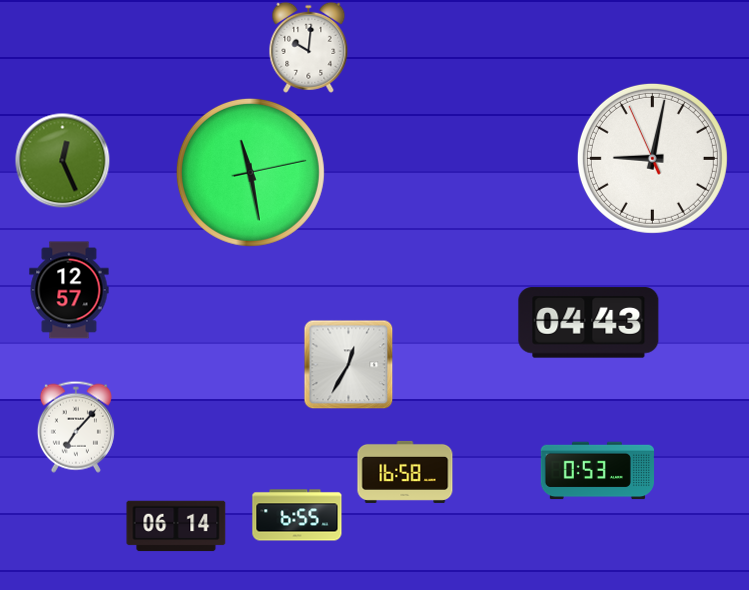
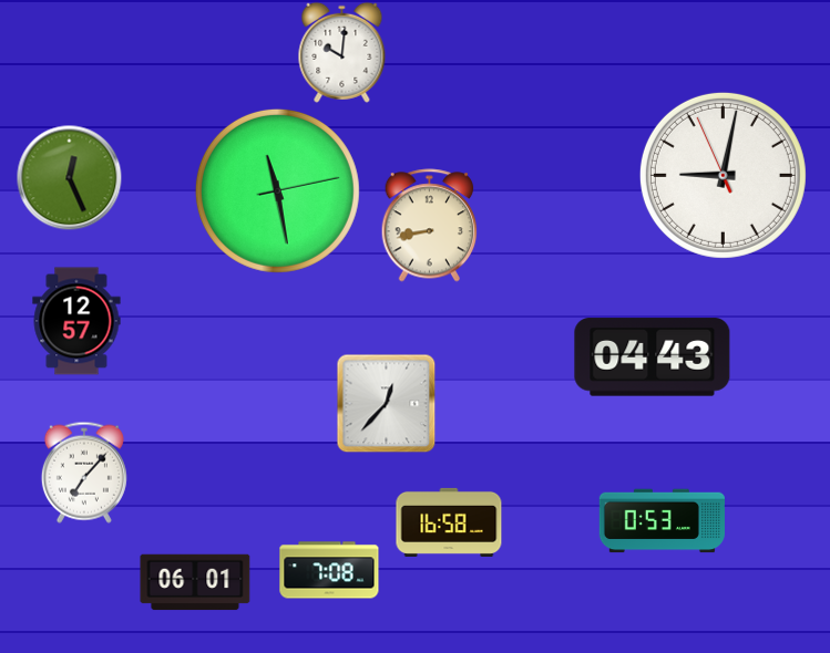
clock at (430, 226): none -> 8:43
clock at (348, 364): 12:35 -> 12:37
clock at (297, 515): 6:55 -> 7:08
clock at (176, 526): 06:14 -> 06:01
